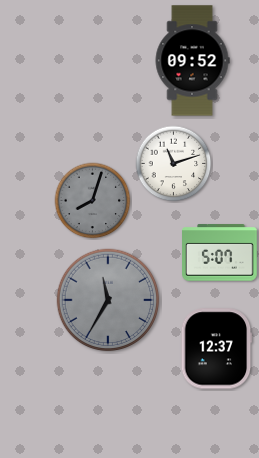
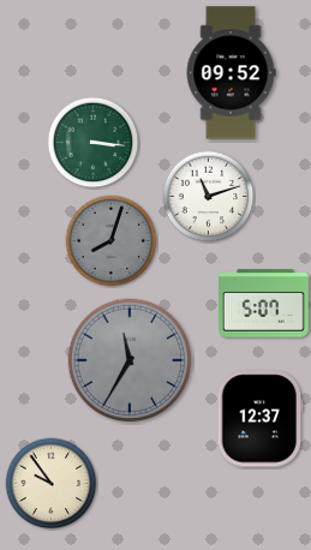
clock at (94, 143): none -> 3:16
clock at (52, 484): none -> 9:54
